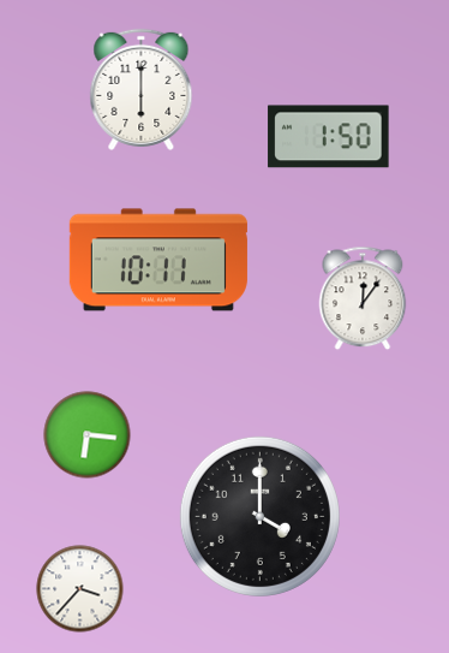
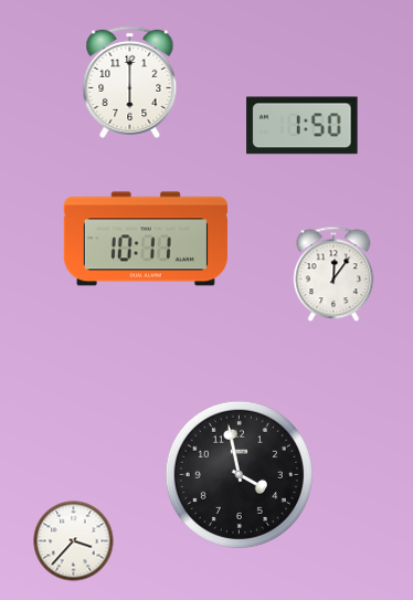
clock at (88, 435): 6:16 -> none
clock at (259, 516): 4:00 -> 3:58
